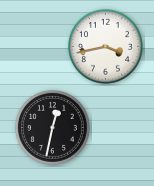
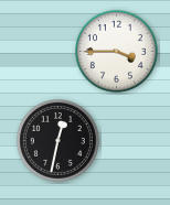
clock at (105, 46): 3:43 -> 3:45
